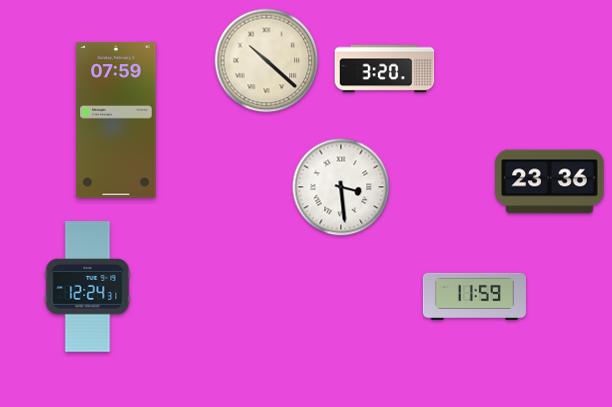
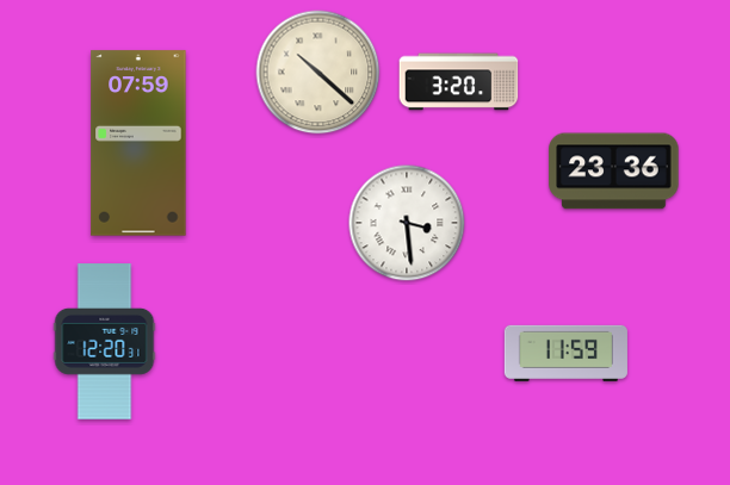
clock at (550, 182) position: (550, 182) -> (614, 172)
clock at (88, 287): 12:24 -> 12:20
